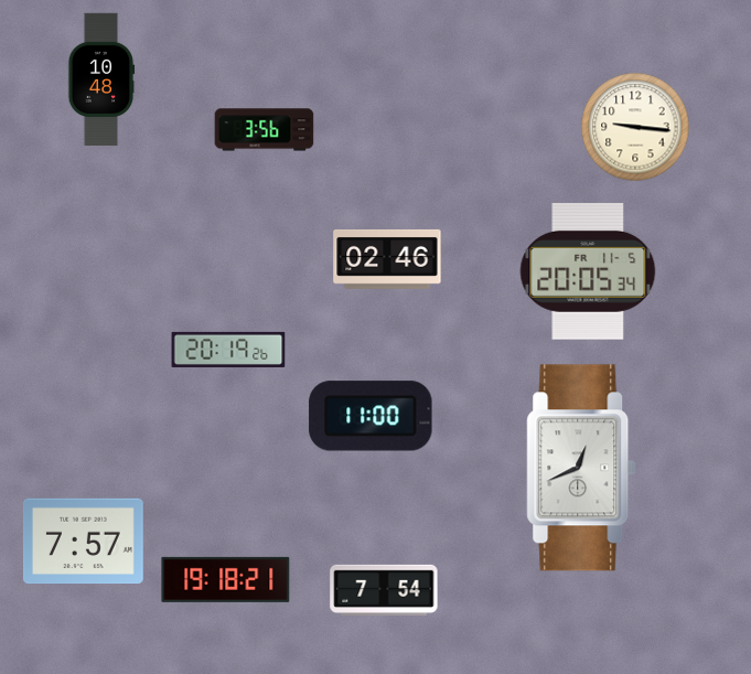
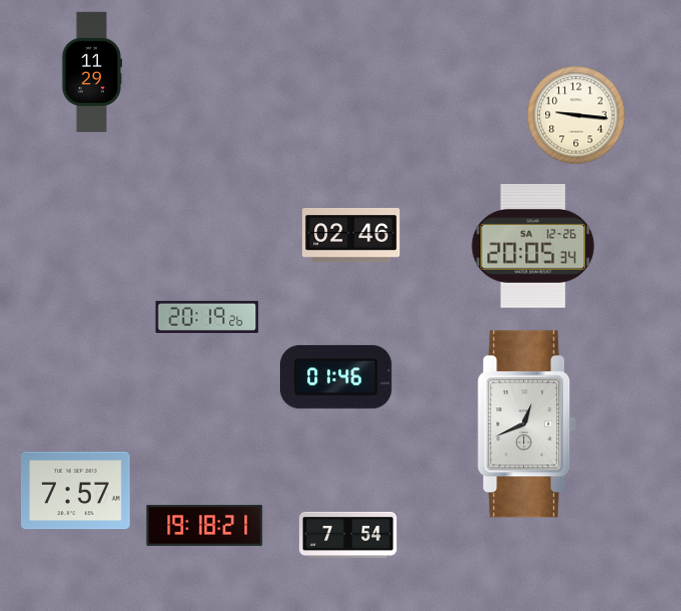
clock at (101, 79): 10:48 -> 11:29
clock at (265, 130): 3:56 -> none
clock at (588, 271) date: FR 11-5 -> SA 12-26
clock at (371, 416): 11:00 -> 01:46
